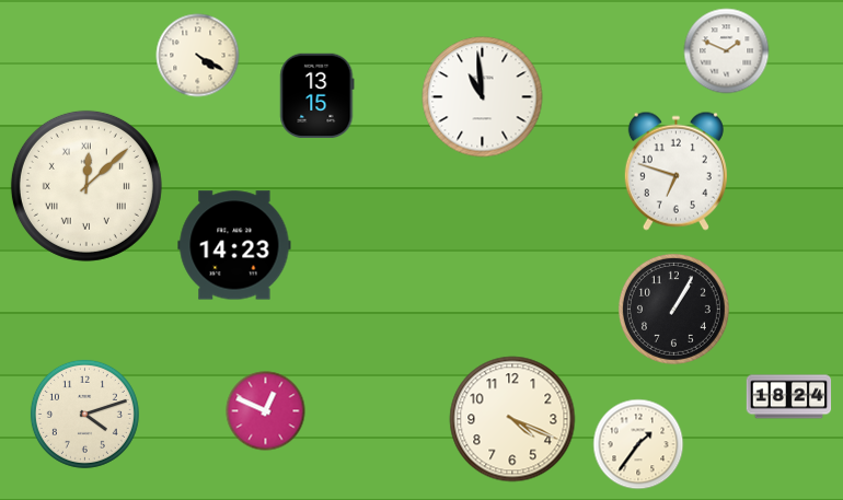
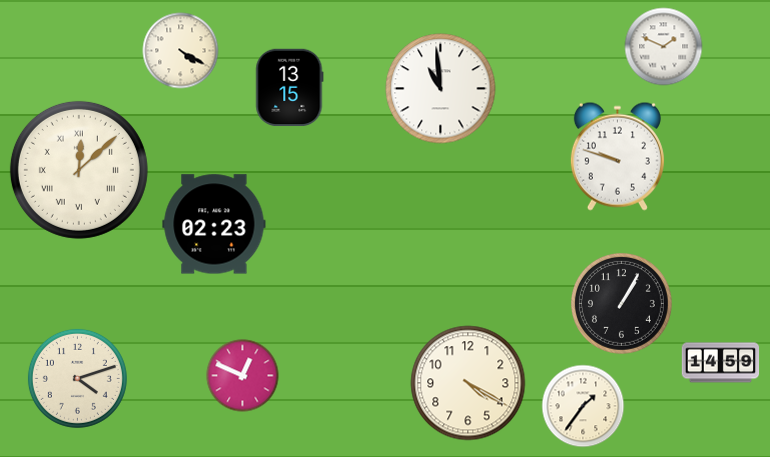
clock at (675, 171): 6:48 -> 9:48
clock at (234, 245): 14:23 -> 02:23
clock at (673, 309) position: (673, 309) -> (621, 303)
clock at (789, 397): 18:24 -> 14:59
clock at (512, 419): 4:19 -> 4:20
